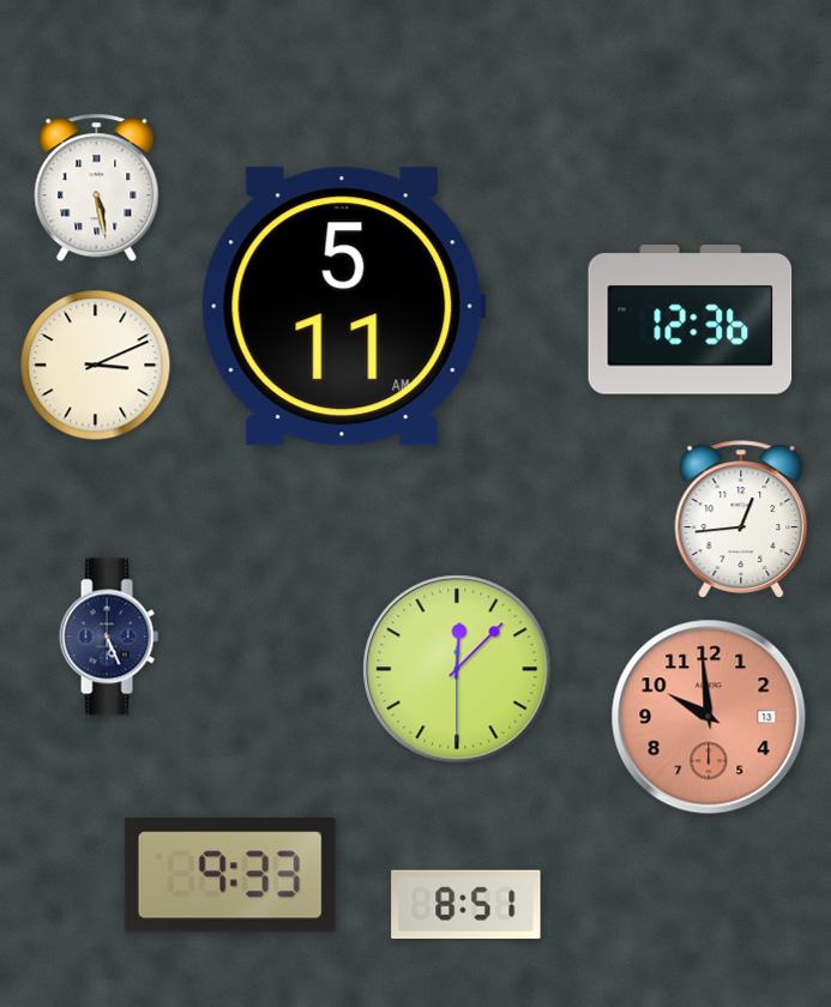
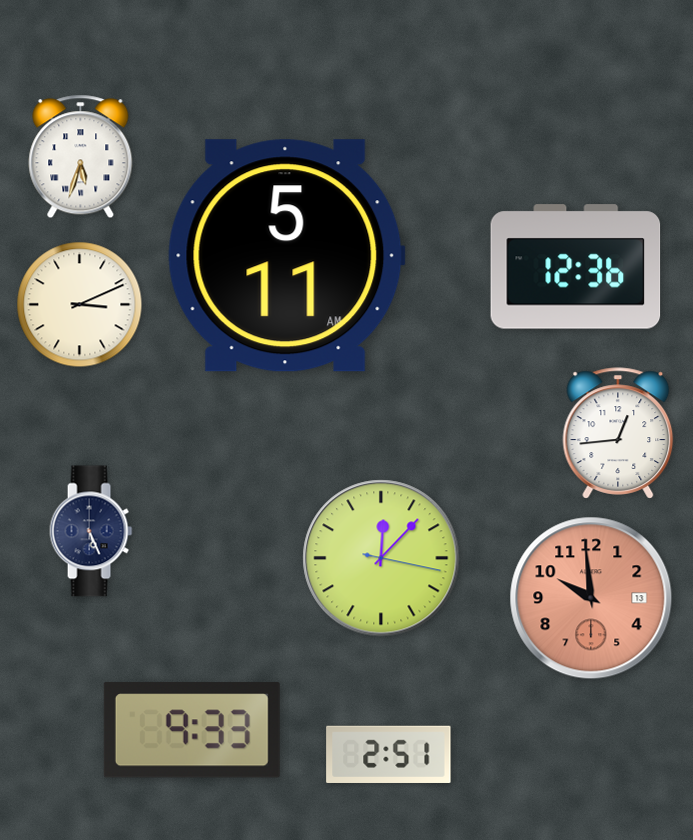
clock at (97, 188): 5:28 -> 5:33
clock at (457, 669): 12:07:30 -> 12:07:17
clock at (466, 904): 8:51 -> 2:51
